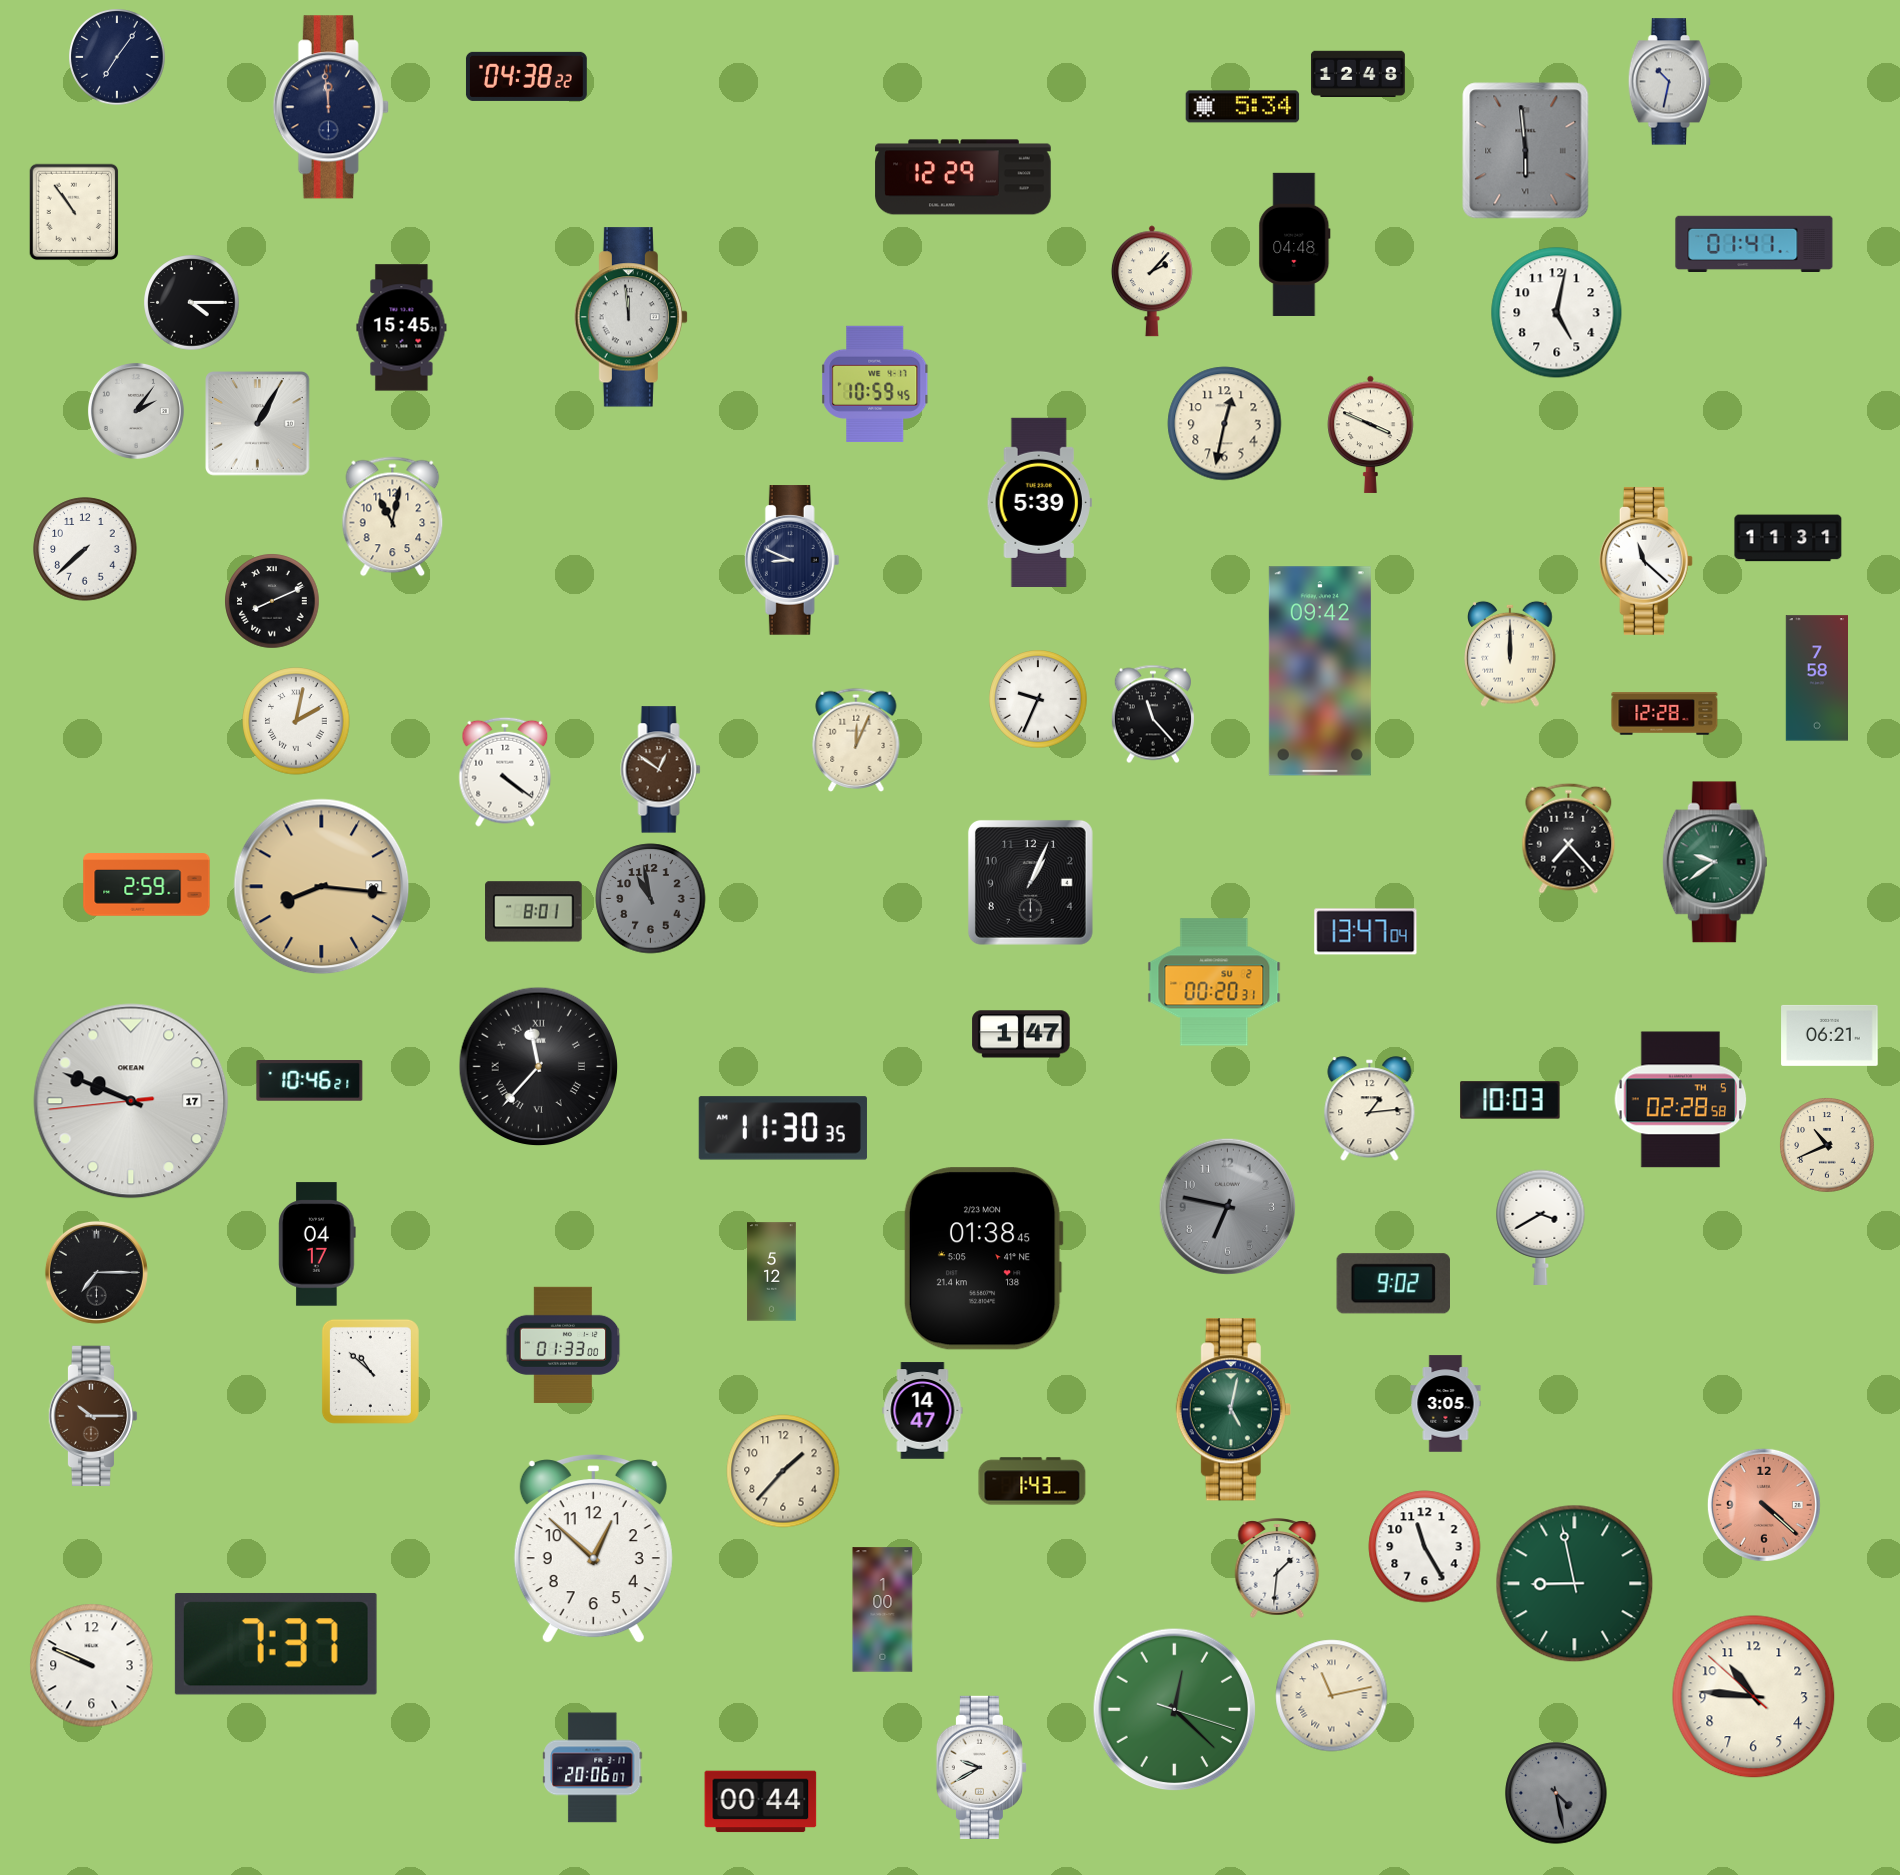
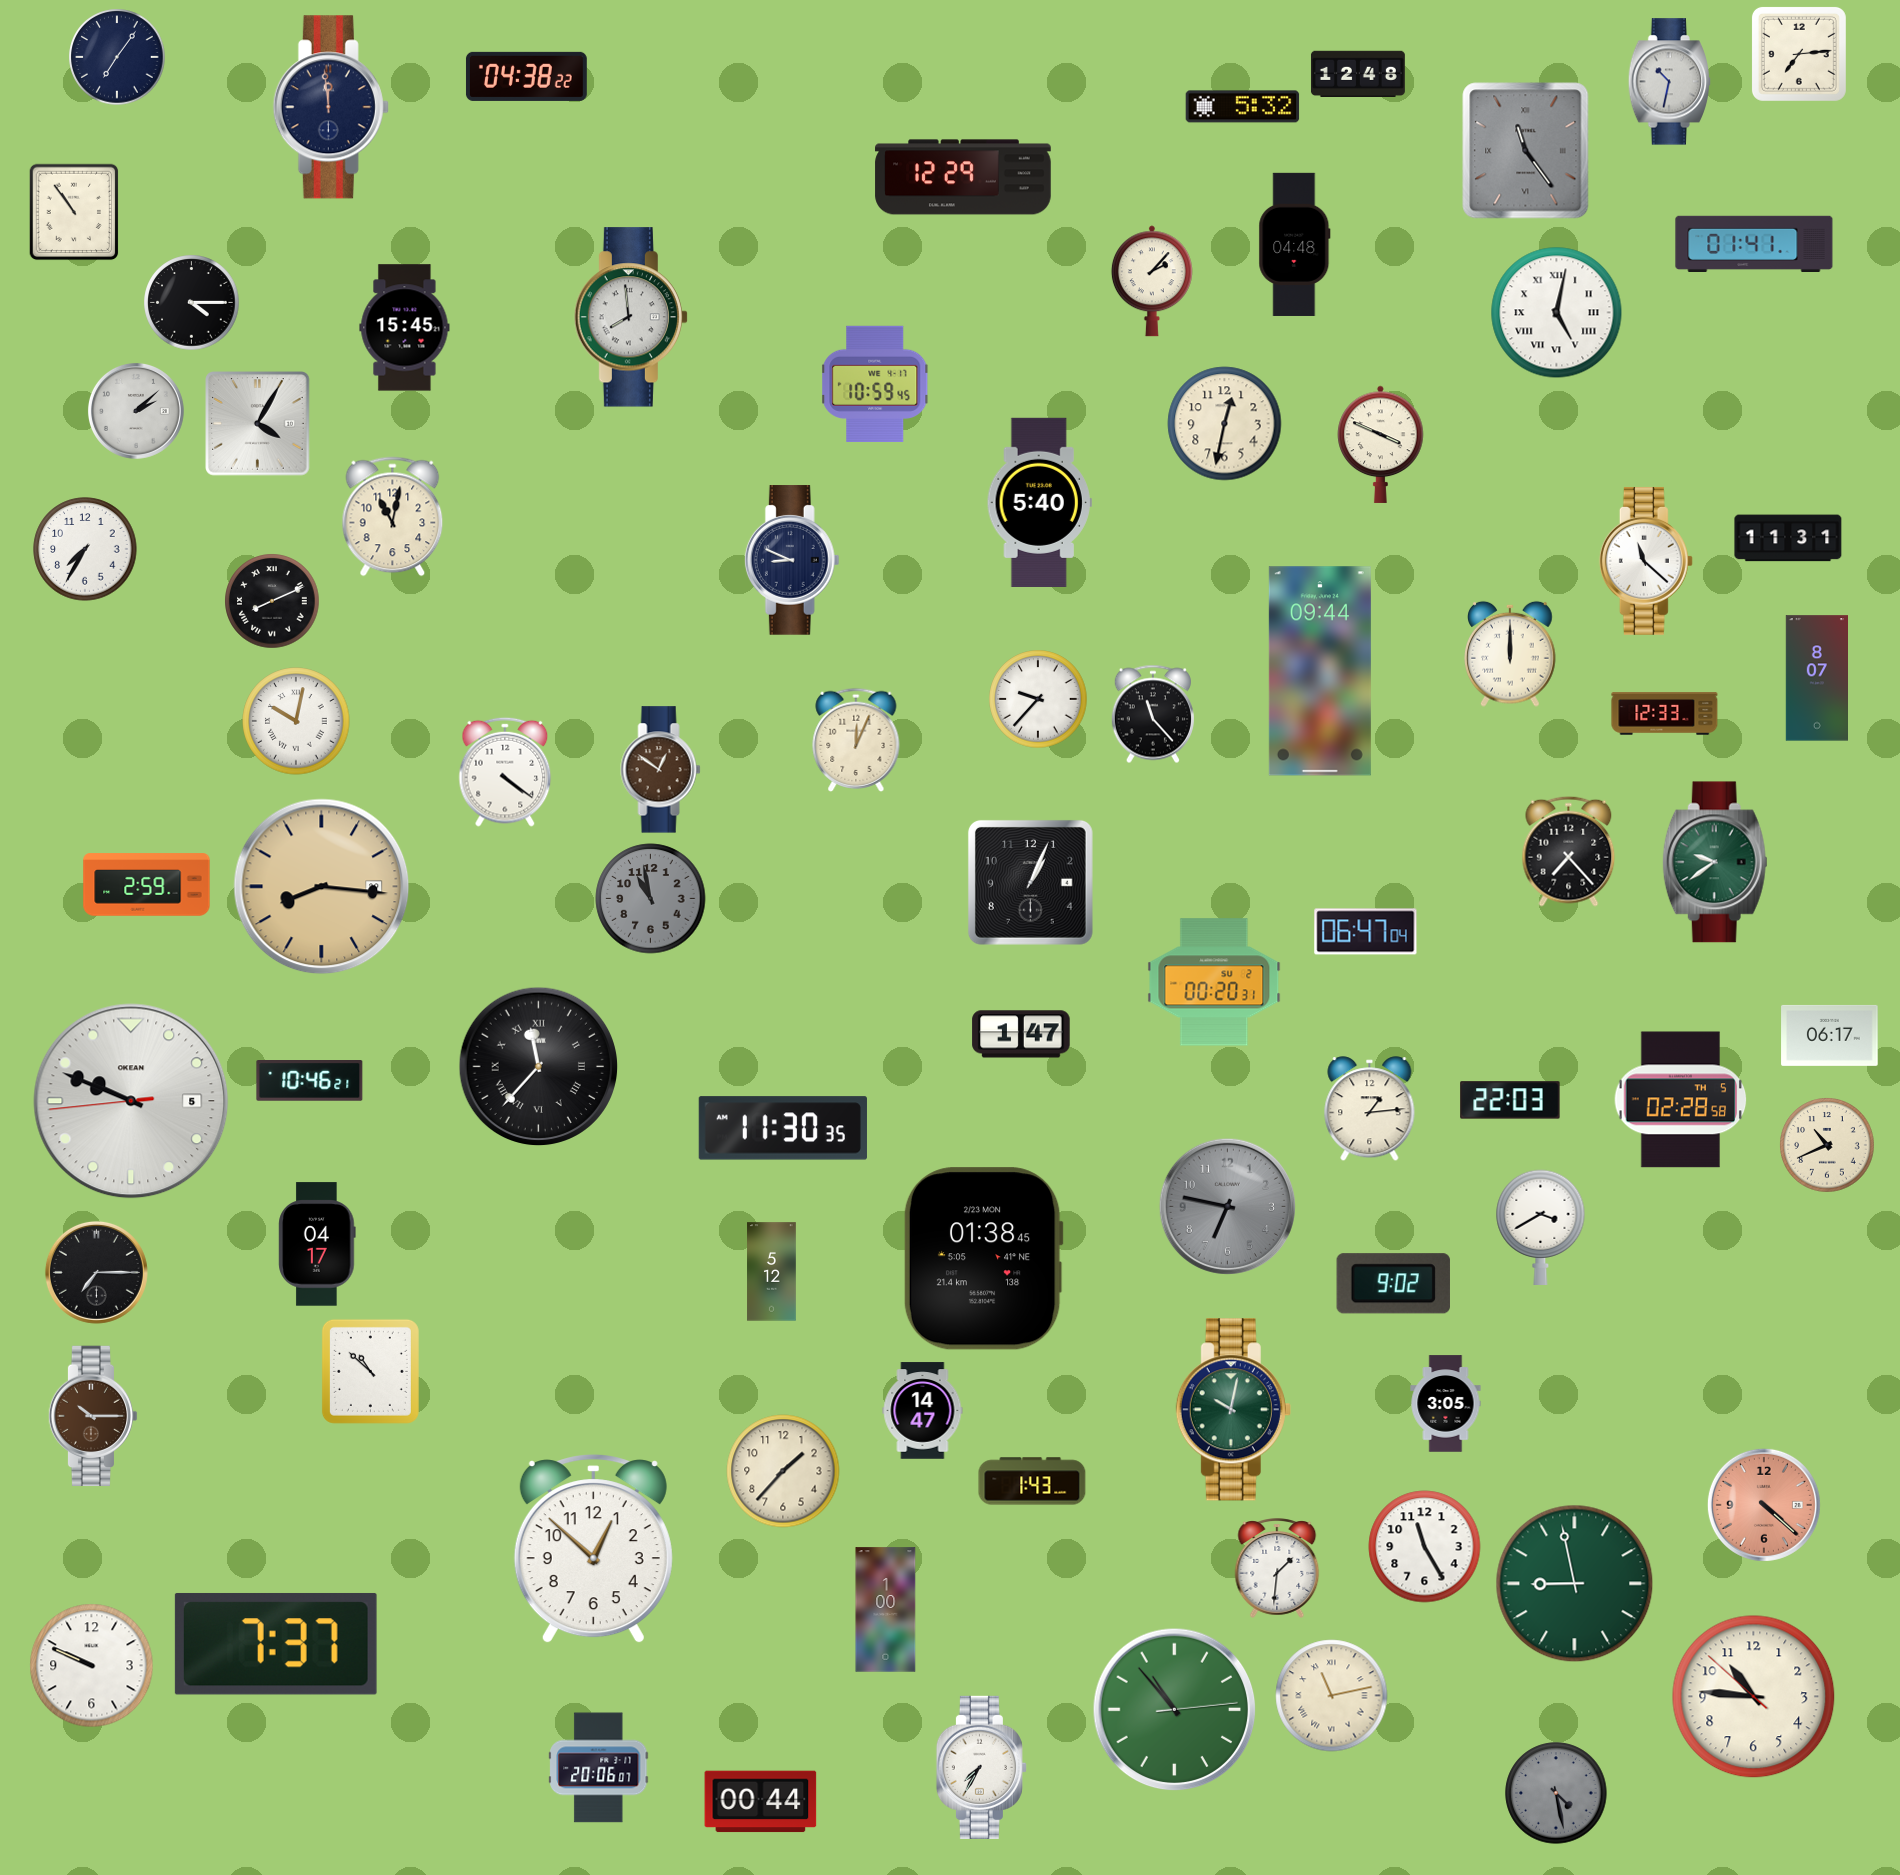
clock at (1799, 54): none -> 7:14
clock at (1243, 107): 5:34 -> 5:32
clock at (1526, 151): 5:59 -> 11:24
clock at (1557, 313) numerals: Arabic -> Roman
clock at (630, 317): 11:59 -> 7:59
clock at (402, 328) position: (402, 328) -> (405, 328)
clock at (136, 411): 2:06 -> 2:08
clock at (258, 424): 1:05 -> 4:05
clock at (1371, 434) position: (1371, 434) -> (1381, 444)
clock at (1039, 502): 5:39 -> 5:40
clock at (85, 549): 7:38 -> 7:35
clock at (1320, 671): 09:42 -> 09:44
clock at (1816, 678): 7:58 -> 8:07
clock at (1038, 699): 9:34 -> 9:37
clock at (1665, 714): 12:28 -> 12:33
clock at (296, 721): 2:02 -> 10:02
clock at (1569, 838) position: (1569, 838) -> (1569, 851)
clock at (534, 912): 8:01 -> none
clock at (1366, 932): 13:47 -> 06:47
clock at (1830, 1035): 06:21 -> 06:17
clock at (1510, 1100): 10:03 -> 22:03
clock at (131, 1101) date: 17 -> 5
clock at (563, 1344): 01:33 -> none
clock at (1233, 1410): 5:02 -> 10:02
clock at (883, 1610) position: (883, 1610) -> (886, 1610)
clock at (1175, 1710): 12:22 -> 10:53
clock at (981, 1767): 9:40 -> 7:35
clock at (593, 1768) position: (593, 1768) -> (599, 1768)
